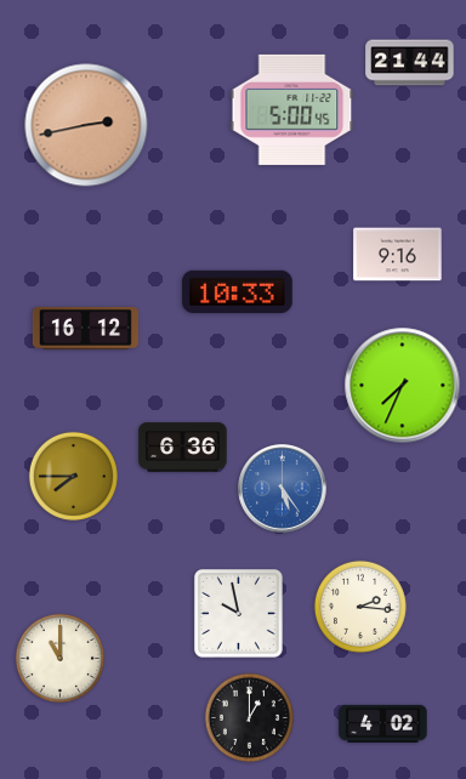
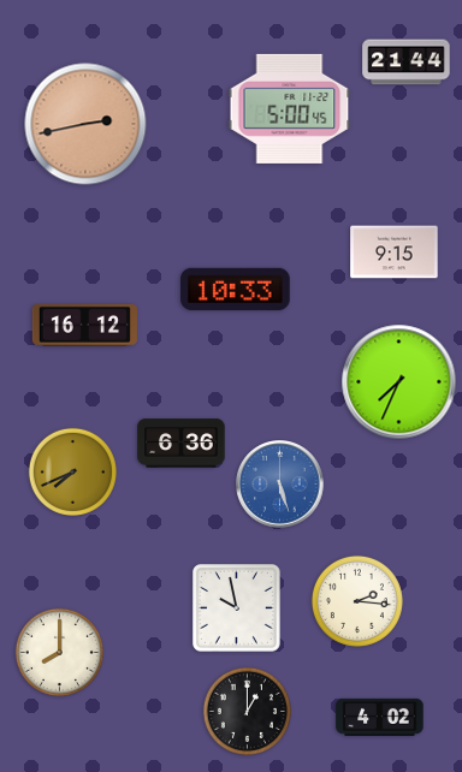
clock at (398, 255): 9:16 -> 9:15
clock at (73, 476): 7:45 -> 7:41
clock at (283, 489): 5:24 -> 5:27
clock at (59, 658): 11:00 -> 8:00
